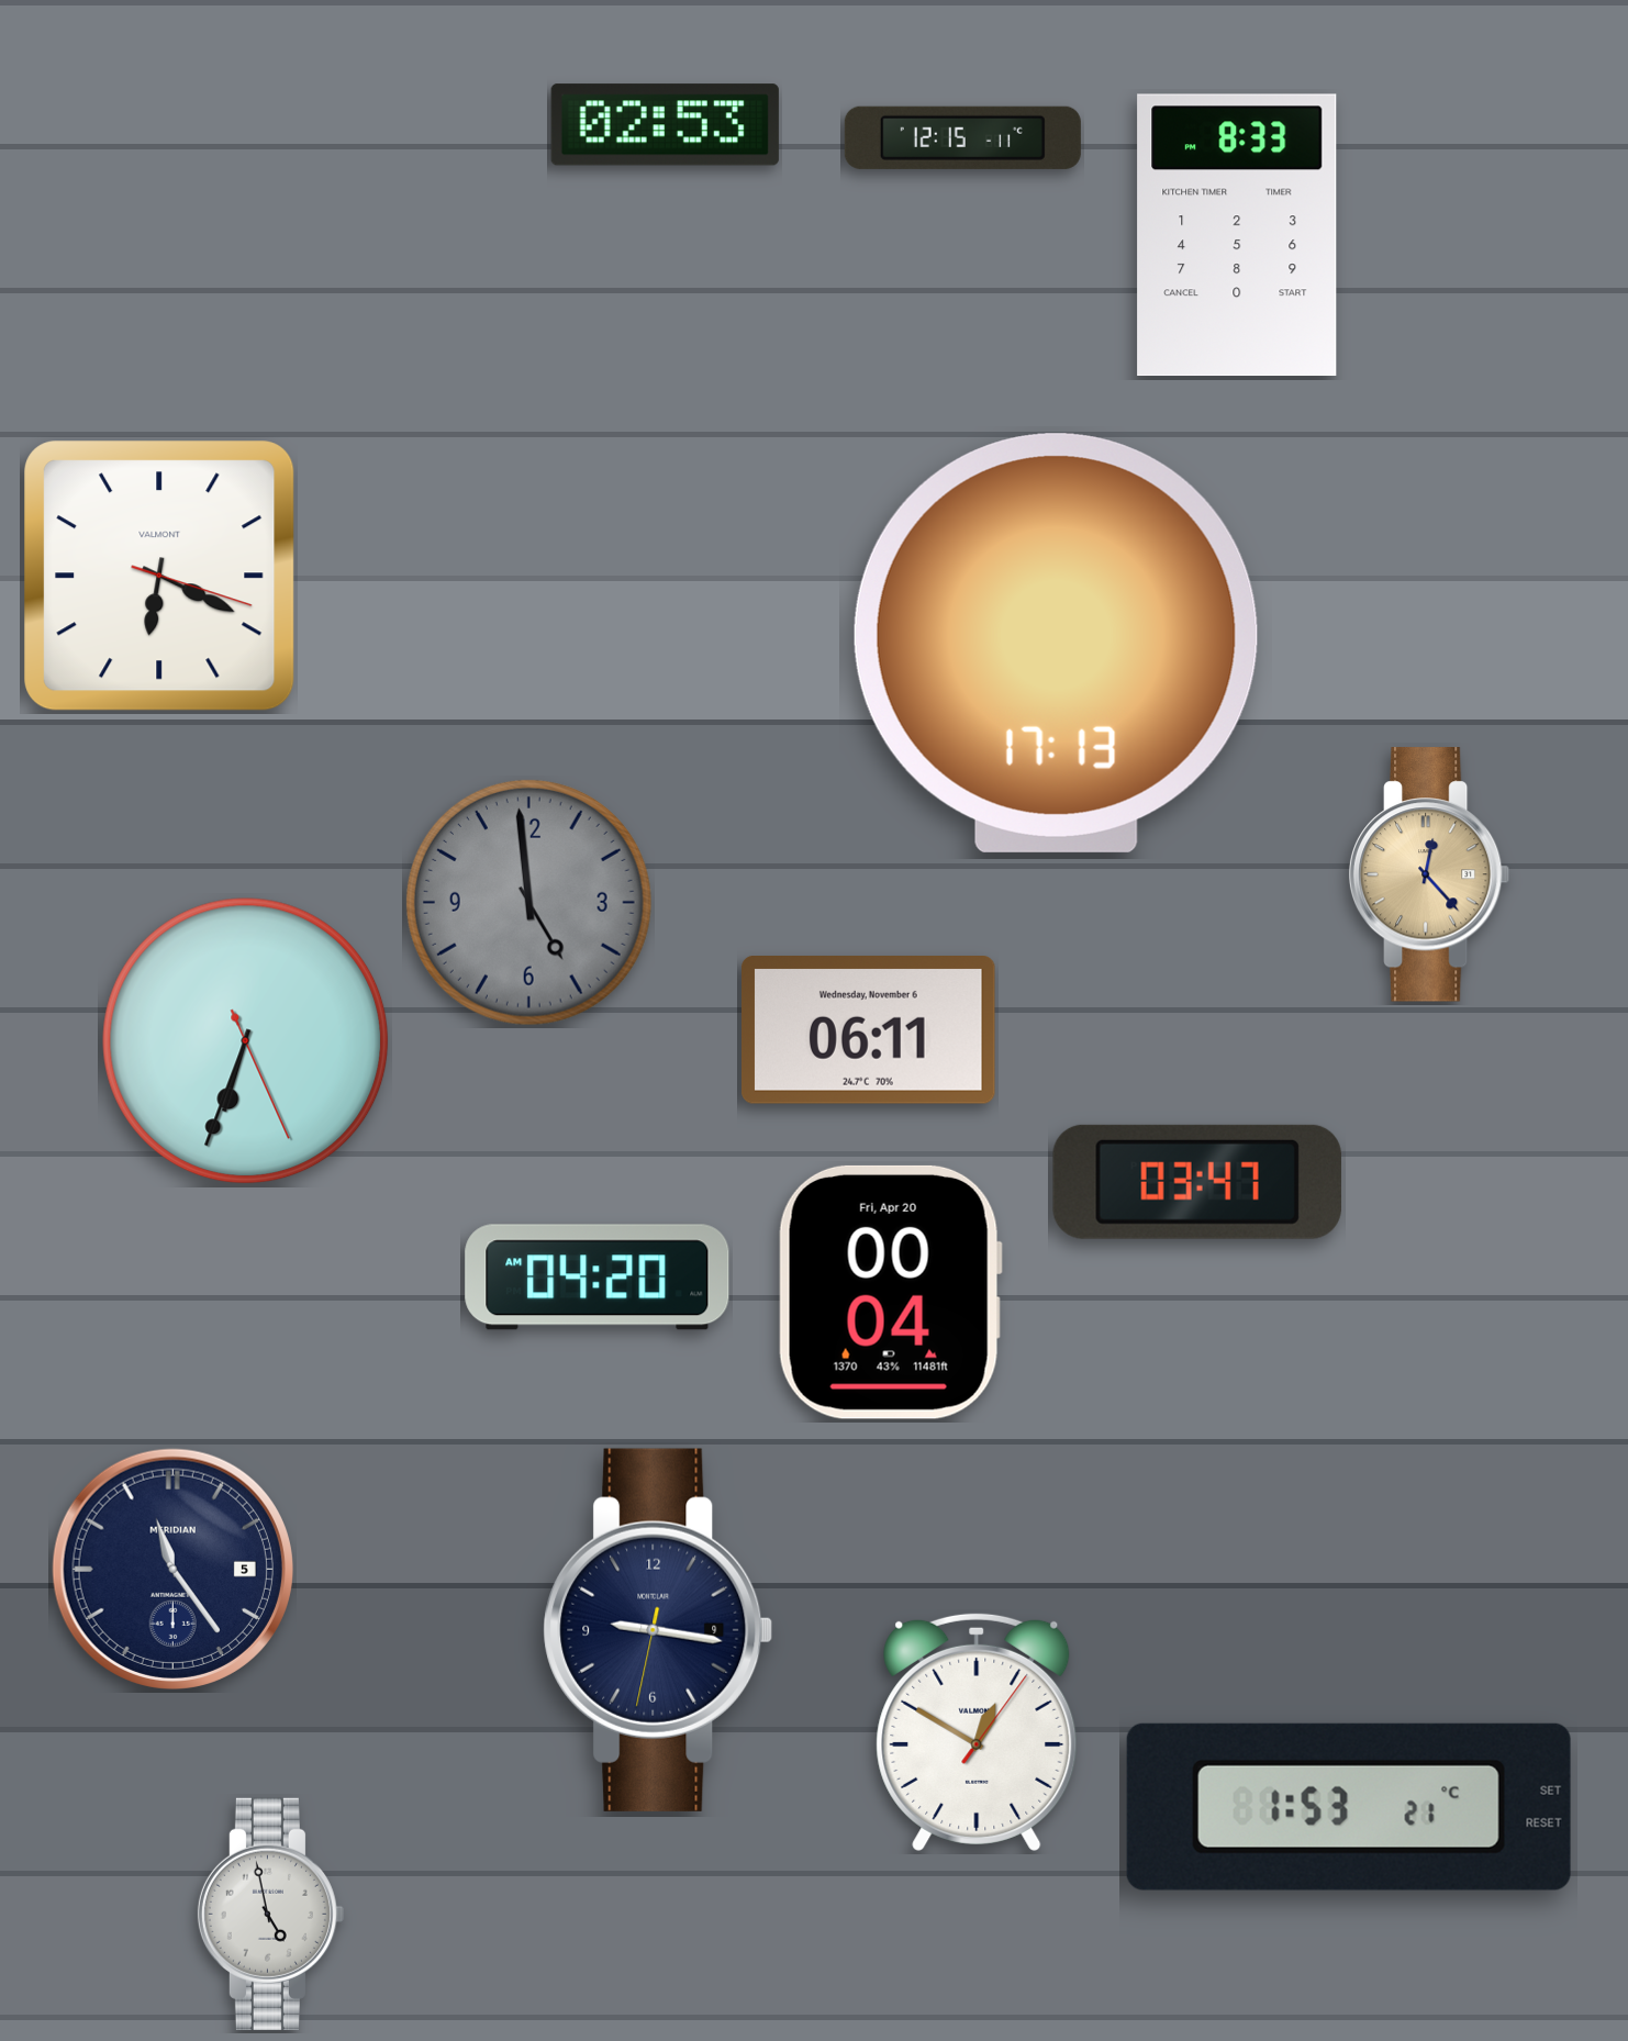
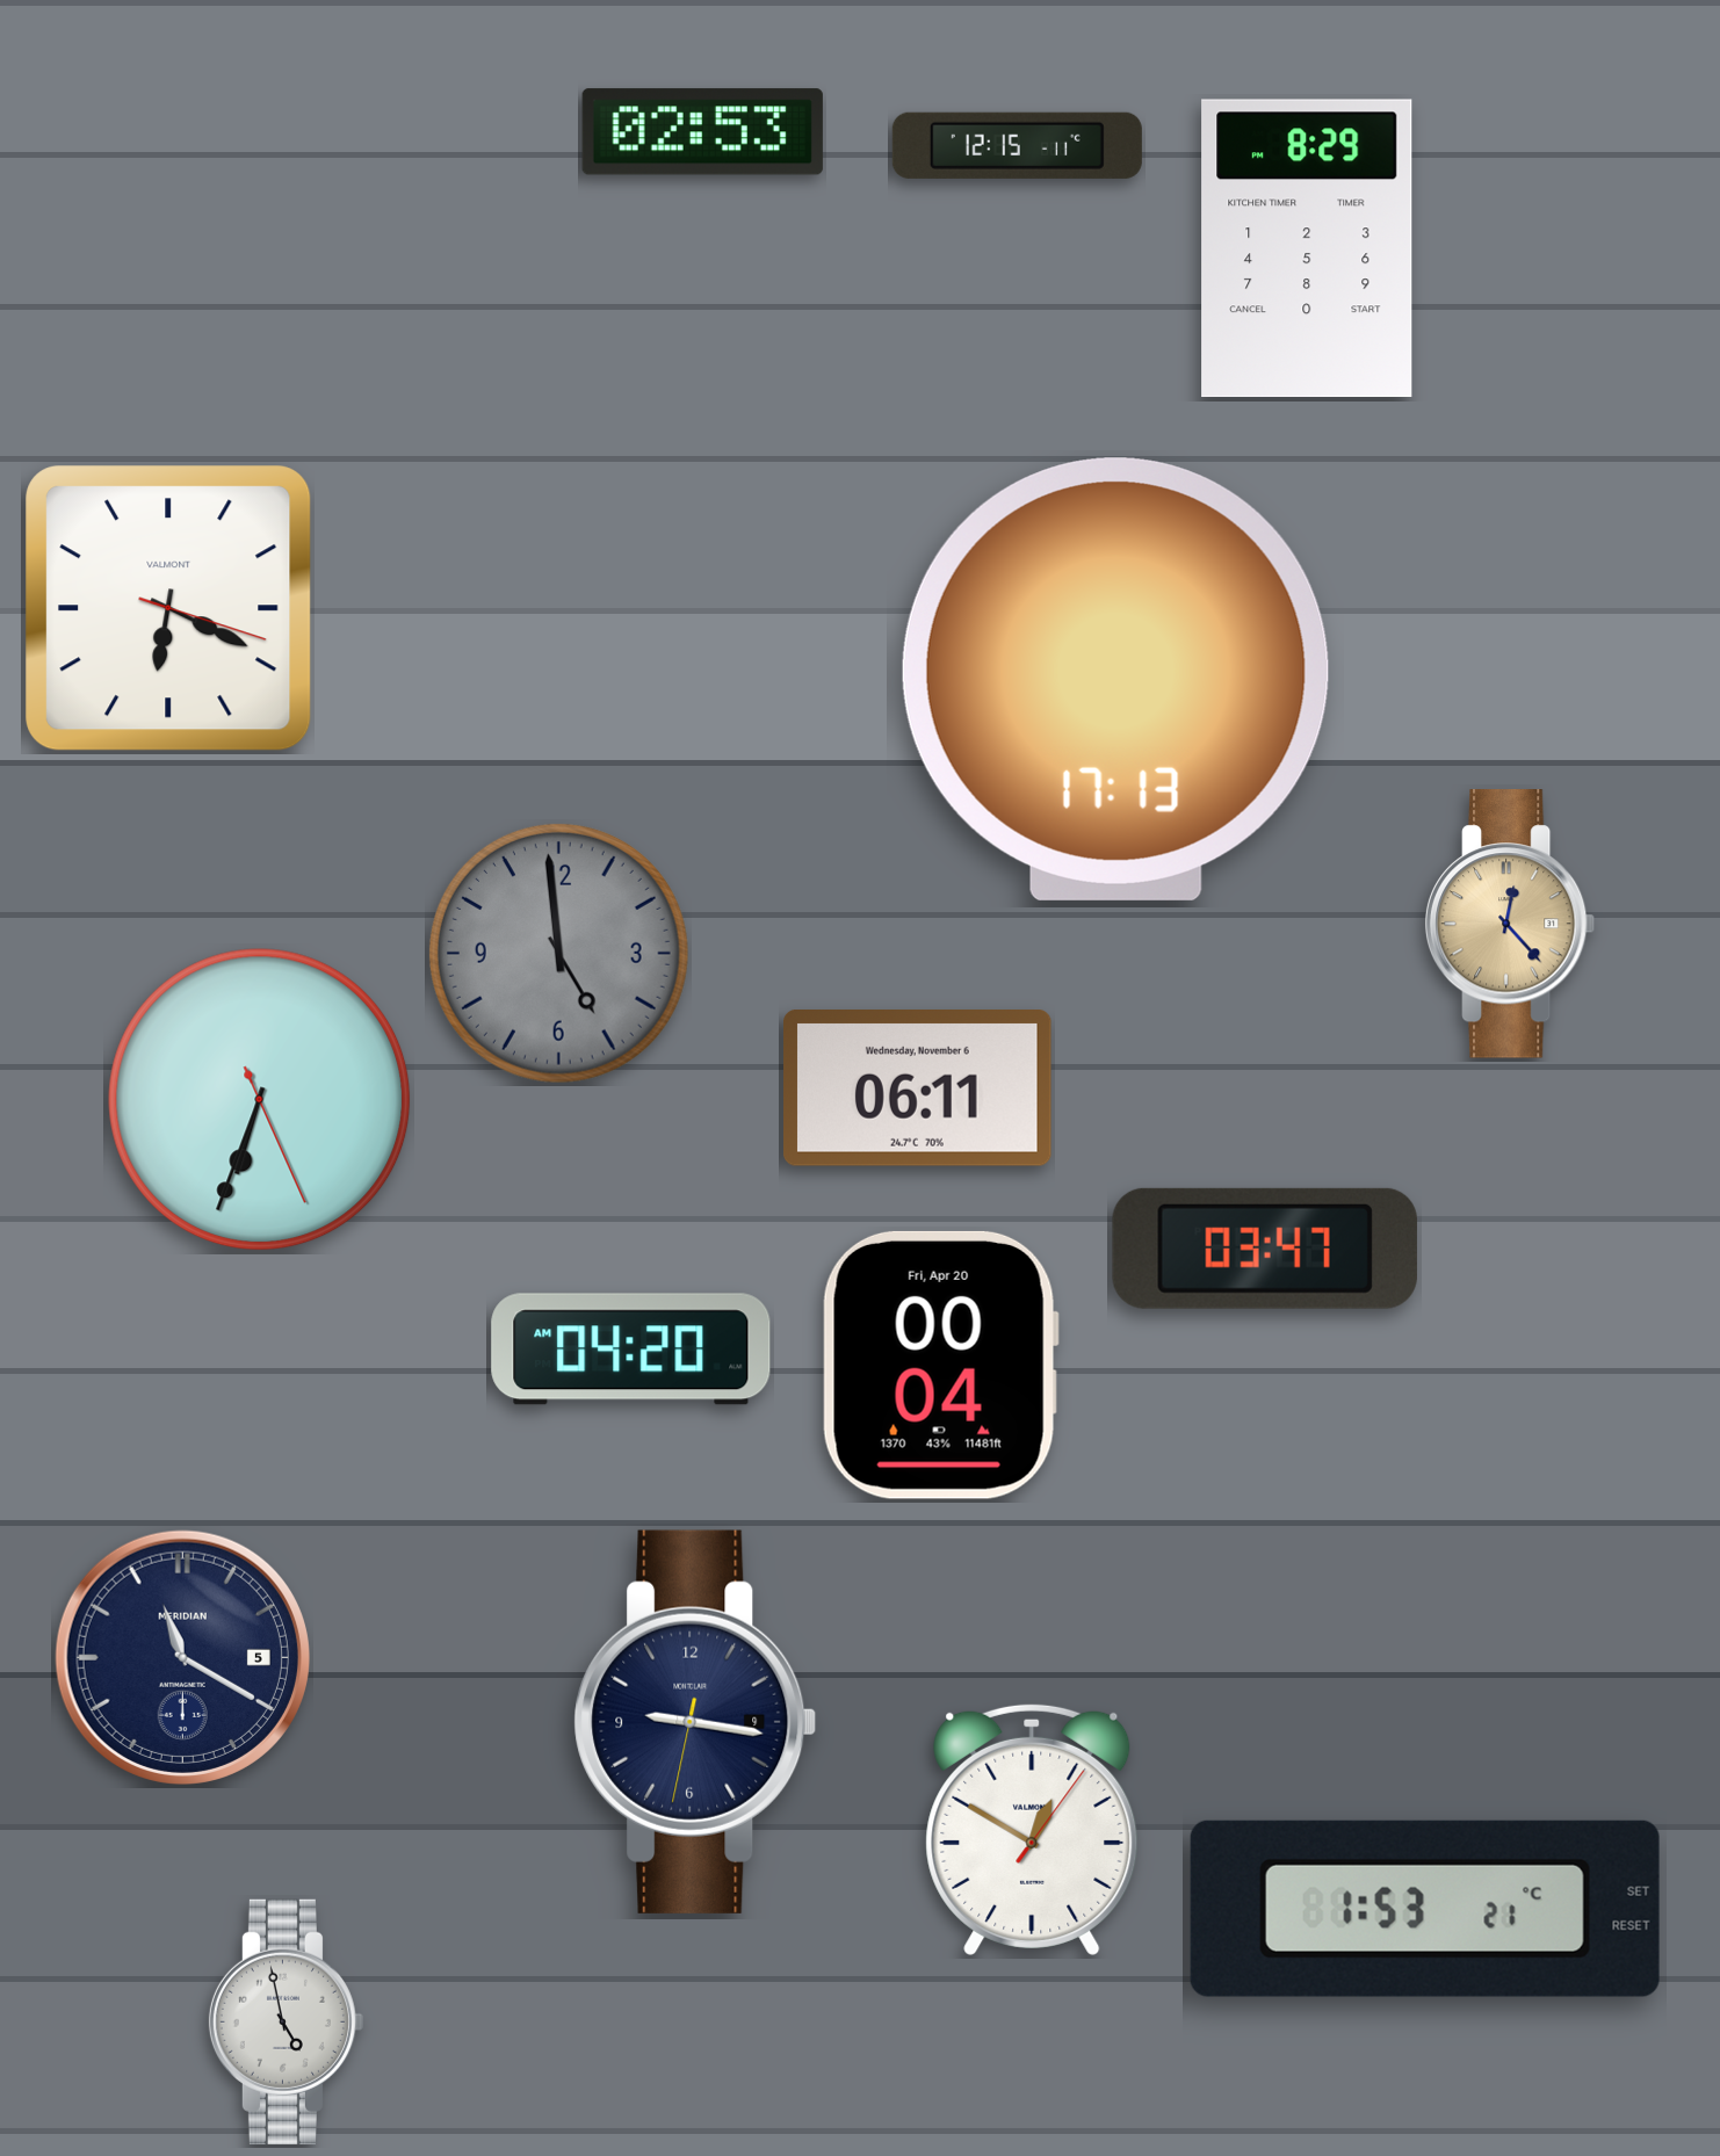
clock at (1237, 235): 8:33 -> 8:29
clock at (172, 1569): 11:24 -> 11:20
